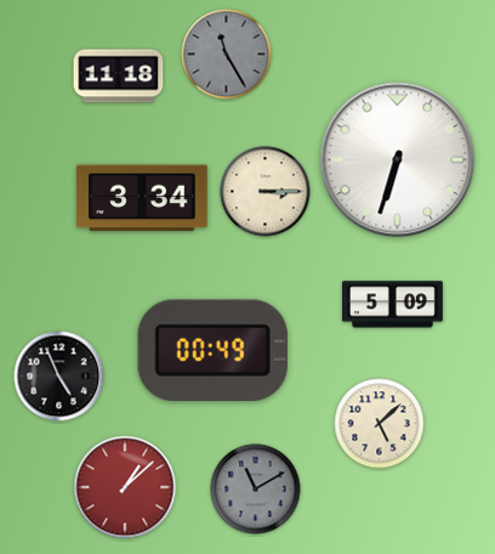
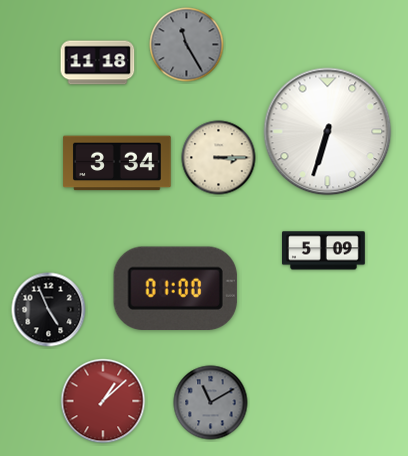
clock at (212, 350): 00:49 -> 01:00
clock at (380, 424): 5:08 -> none
